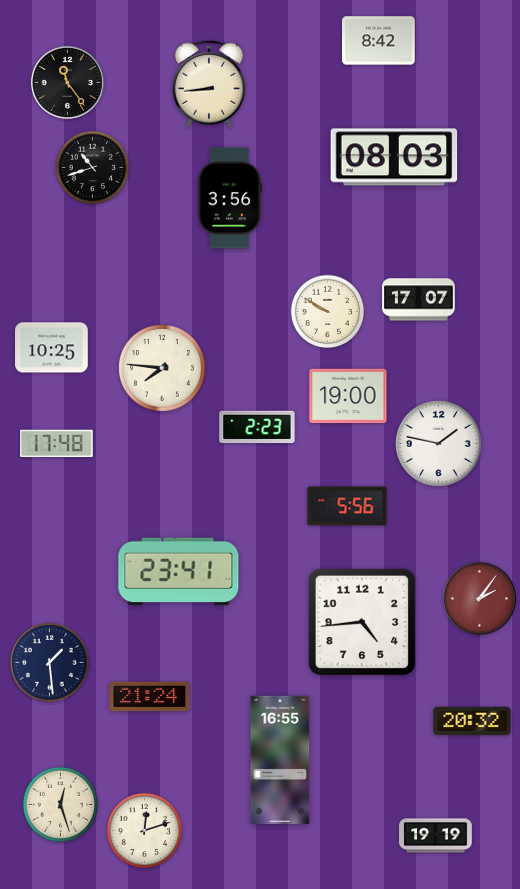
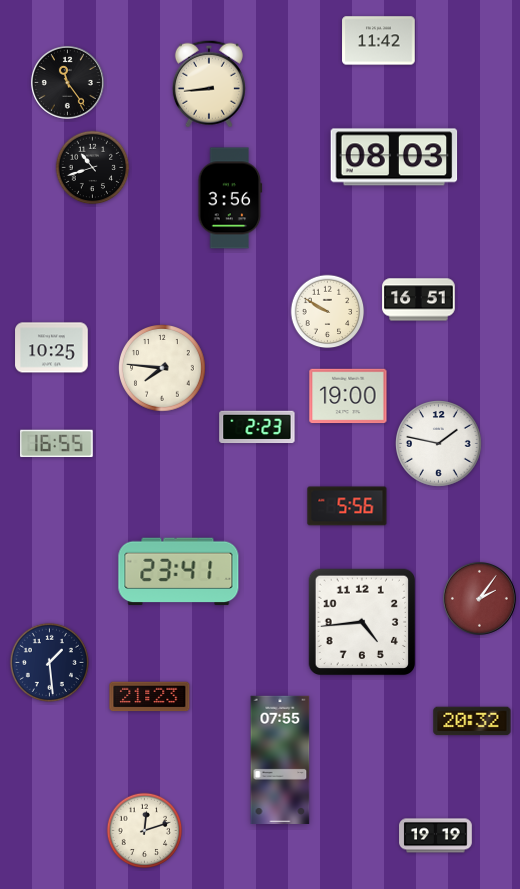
clock at (379, 41): 8:42 -> 11:42
clock at (419, 300): 17:07 -> 16:51
clock at (57, 444): 17:48 -> 16:55
clock at (150, 697): 21:24 -> 21:23
clock at (280, 760): 16:55 -> 07:55
clock at (61, 805): 12:27 -> none
